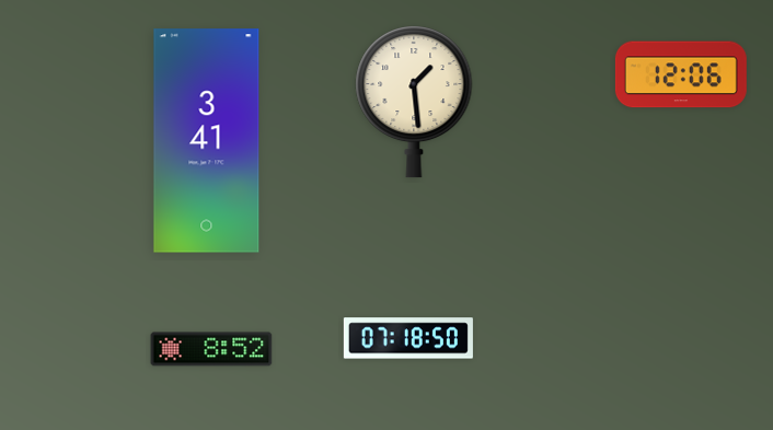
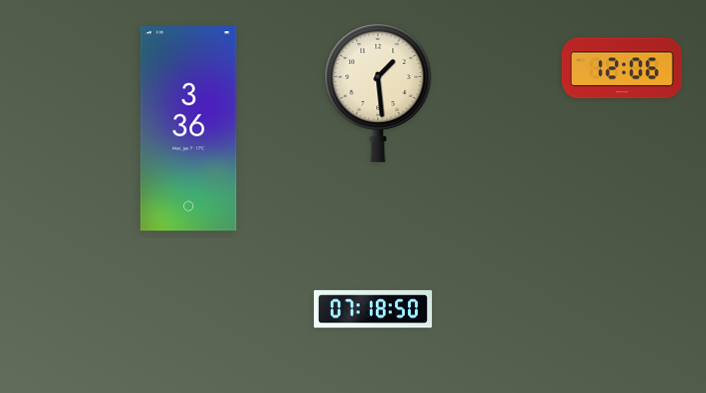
clock at (207, 141): 3:41 -> 3:36
clock at (211, 349): 8:52 -> none
